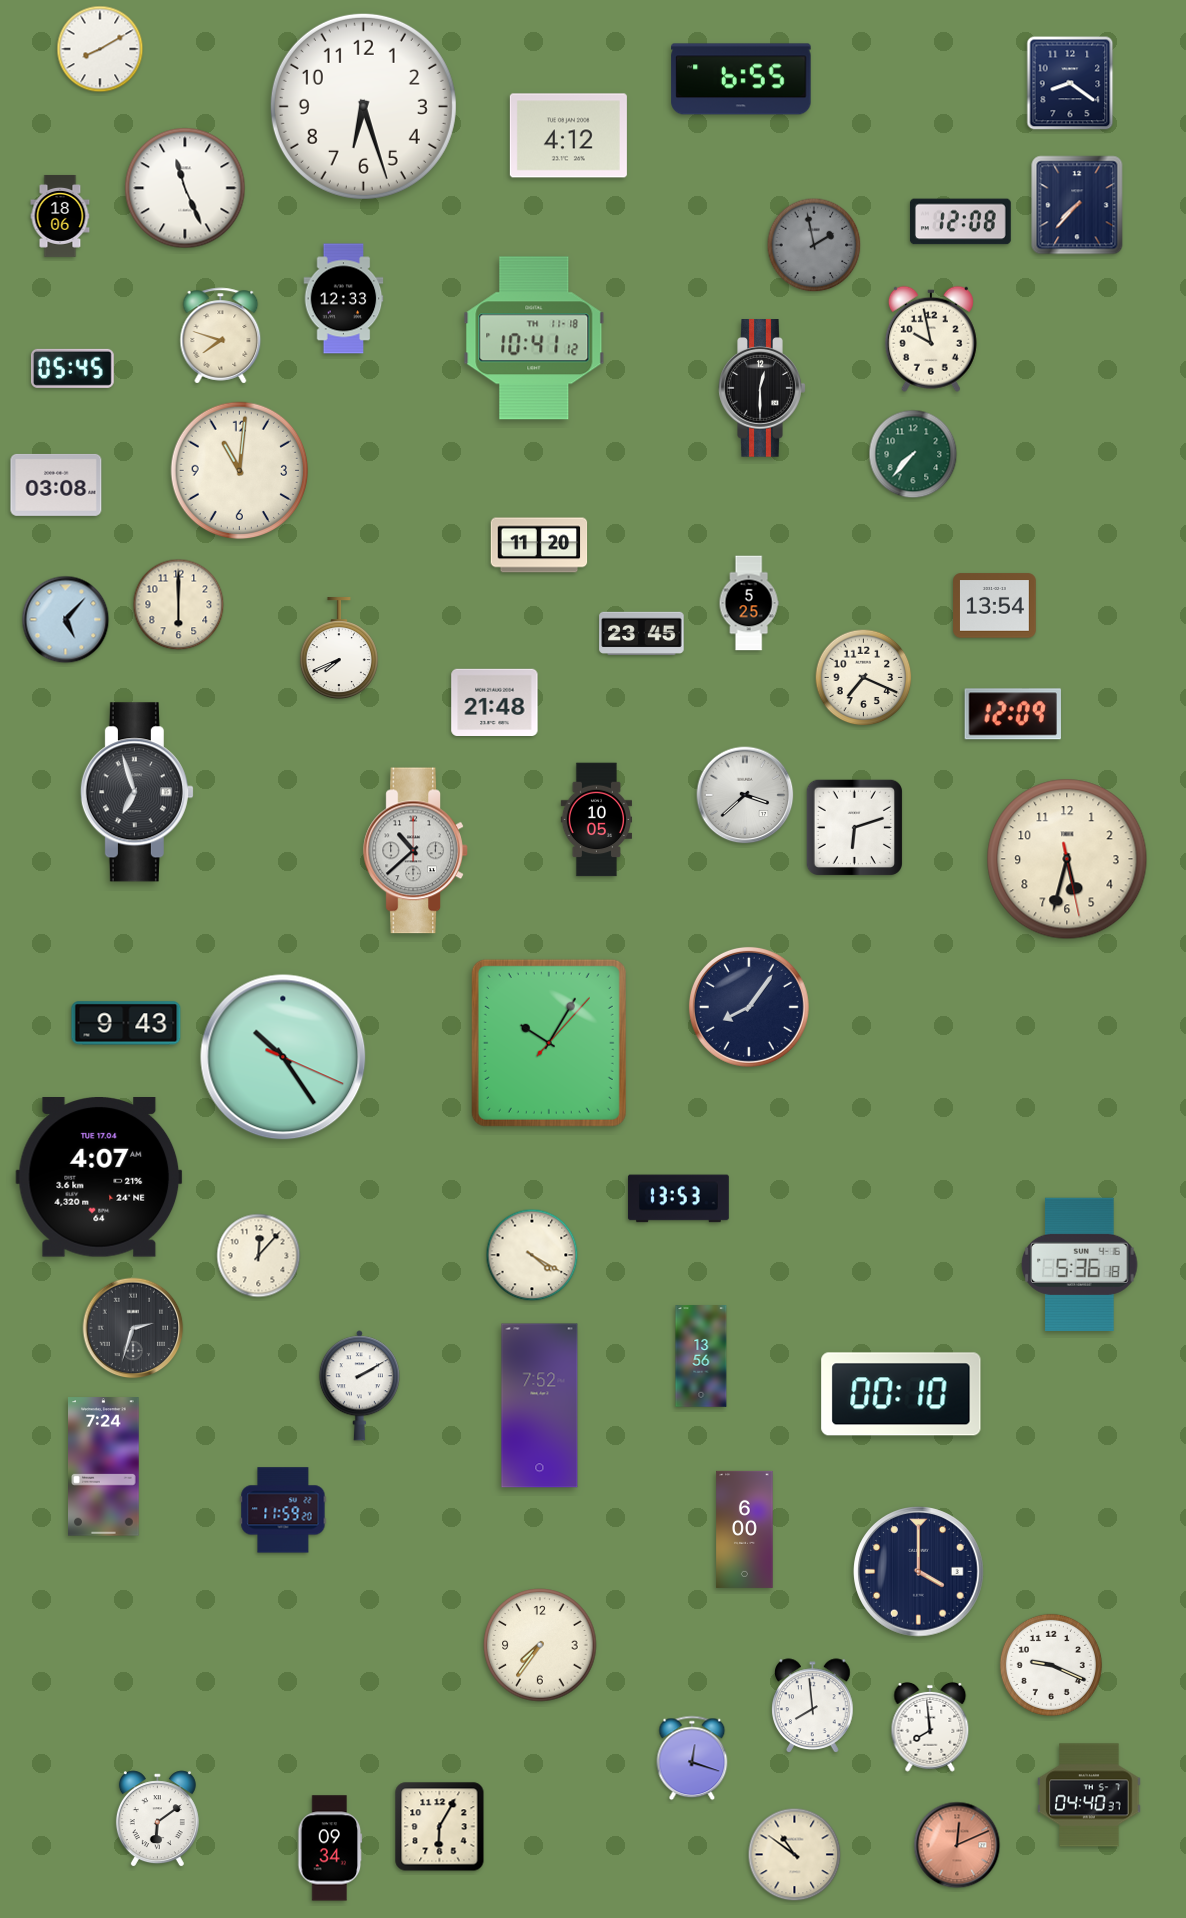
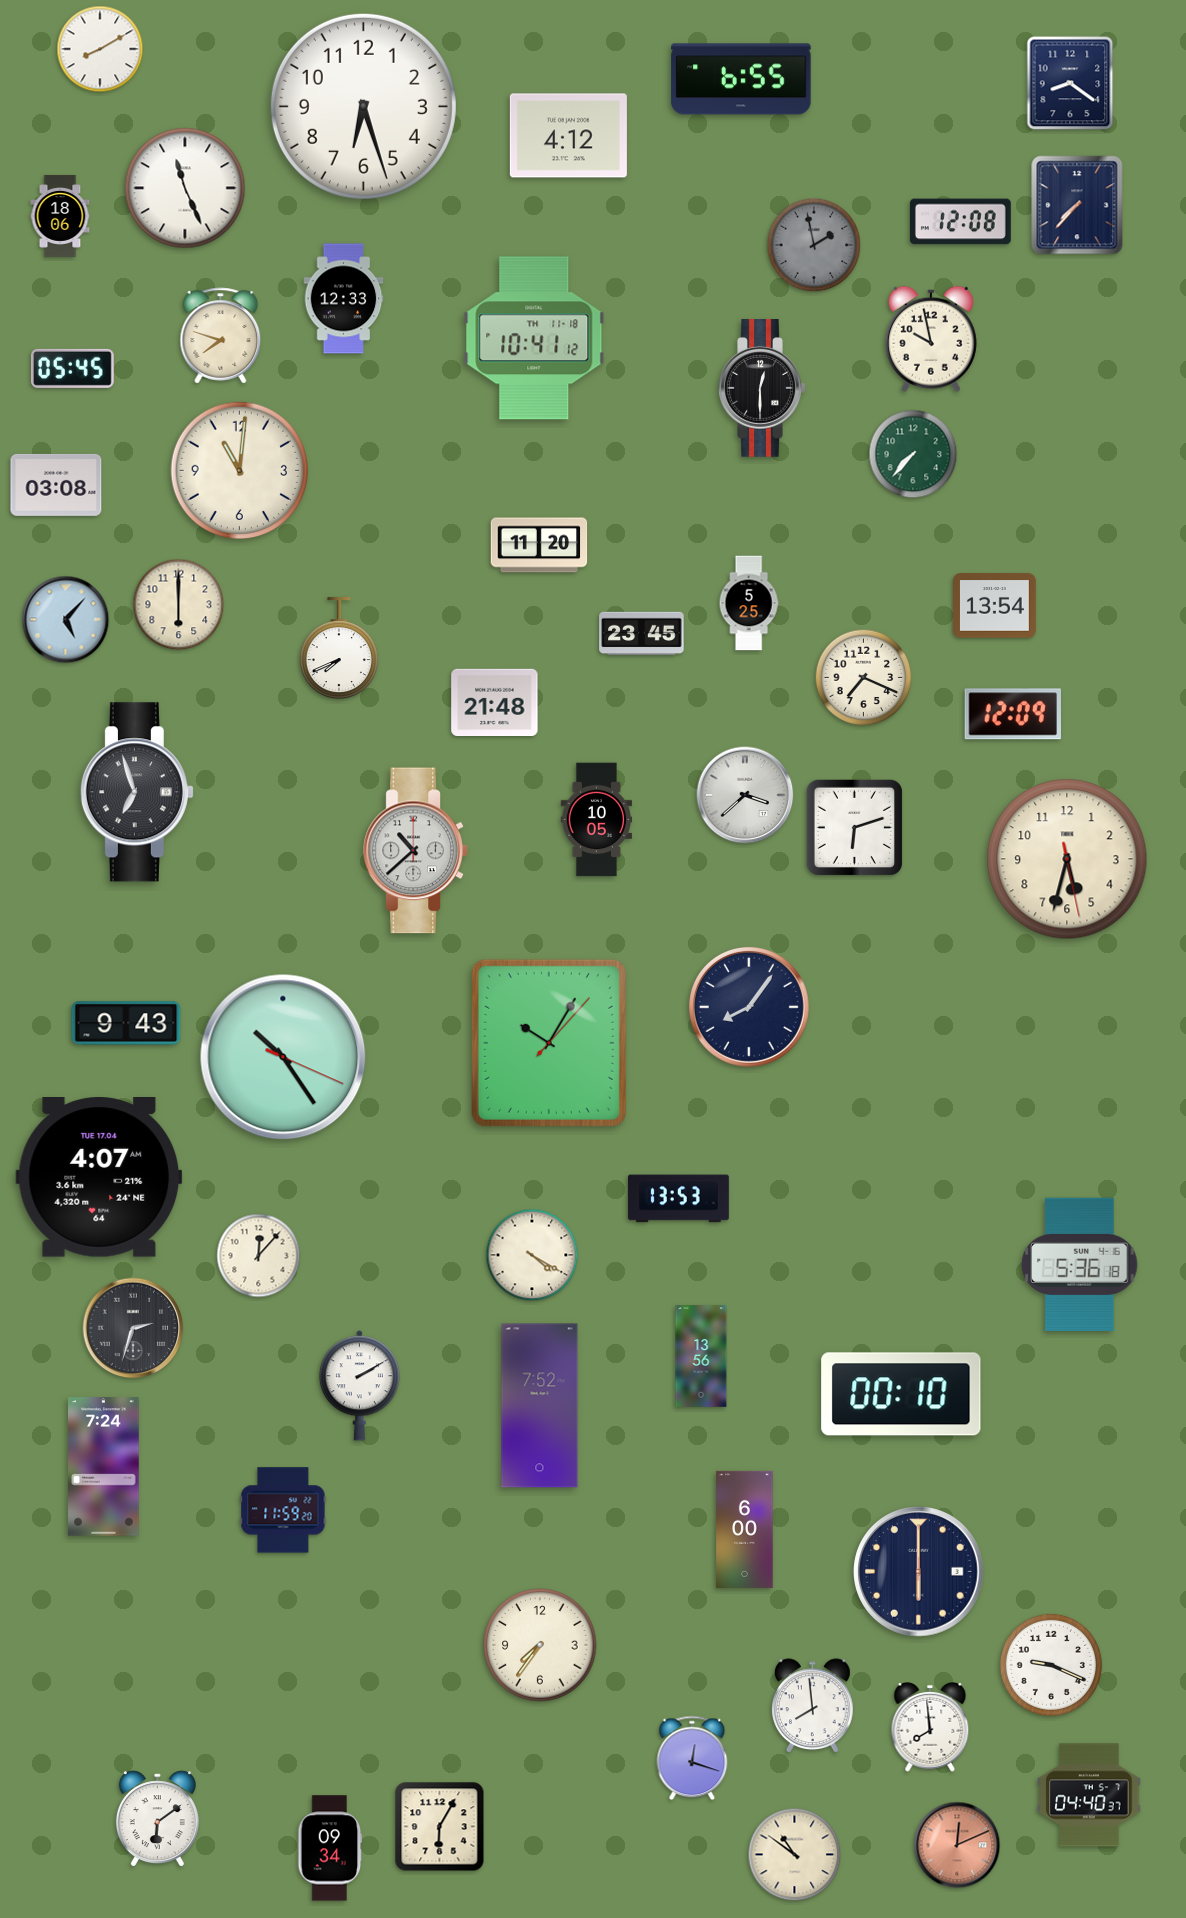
clock at (919, 1572): 4:00 -> 6:00
